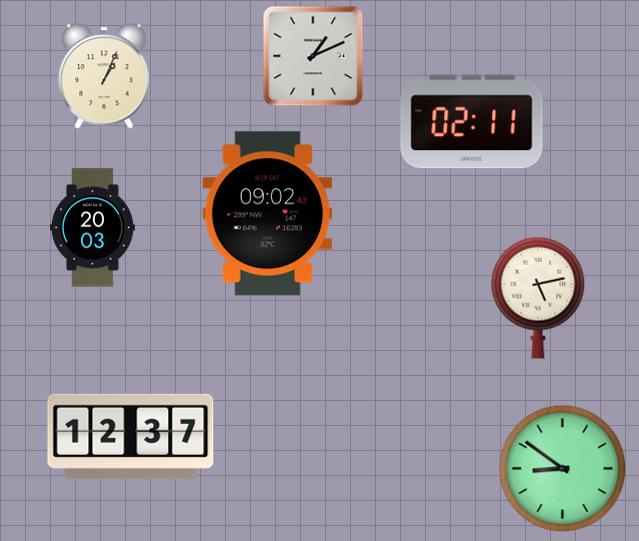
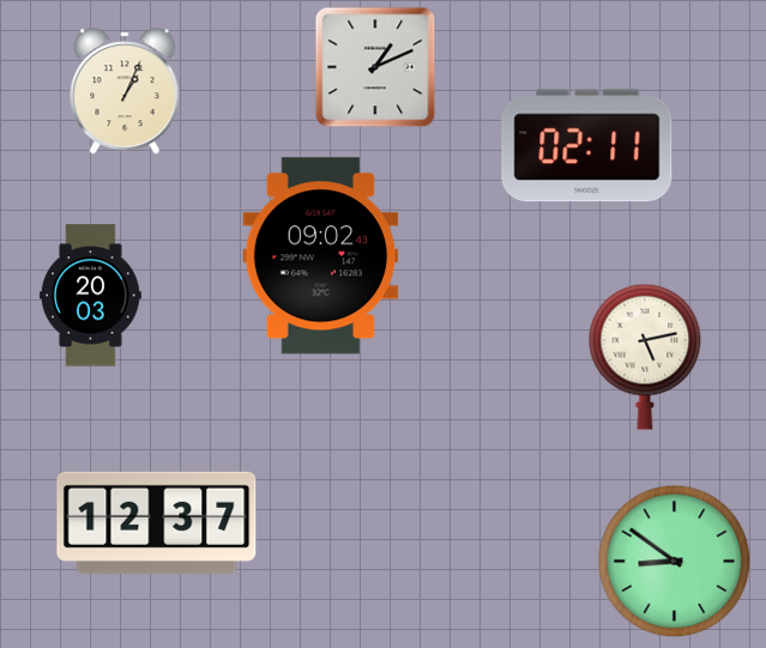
clock at (472, 122) position: (472, 122) -> (587, 146)
clock at (92, 228) position: (92, 228) -> (90, 296)
